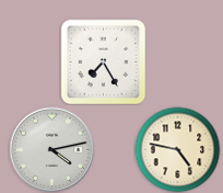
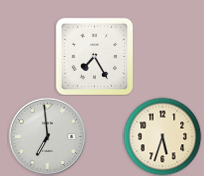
clock at (51, 149): 4:13 -> 6:59
clock at (177, 149): 4:47 -> 5:33
